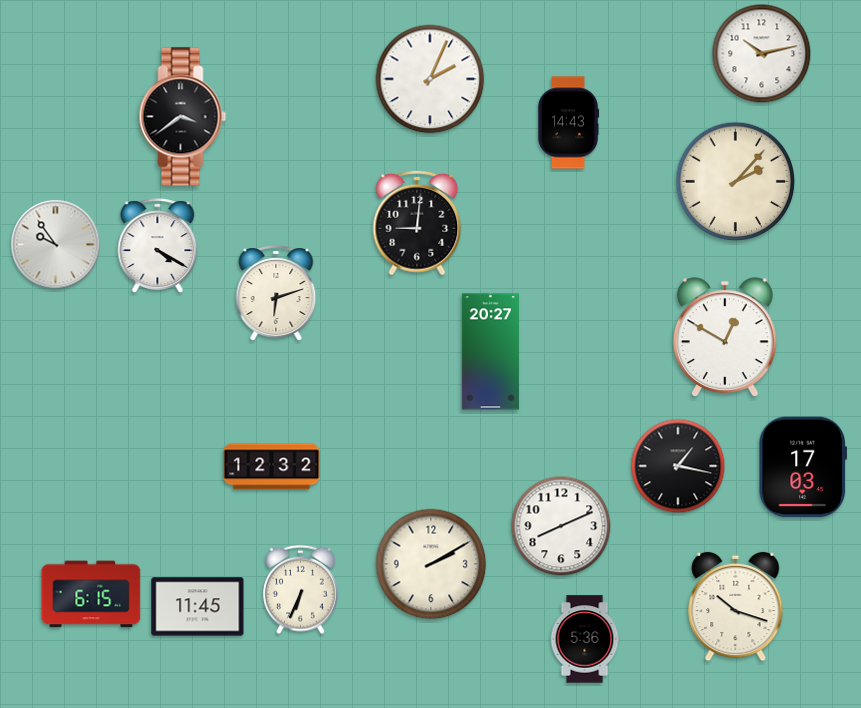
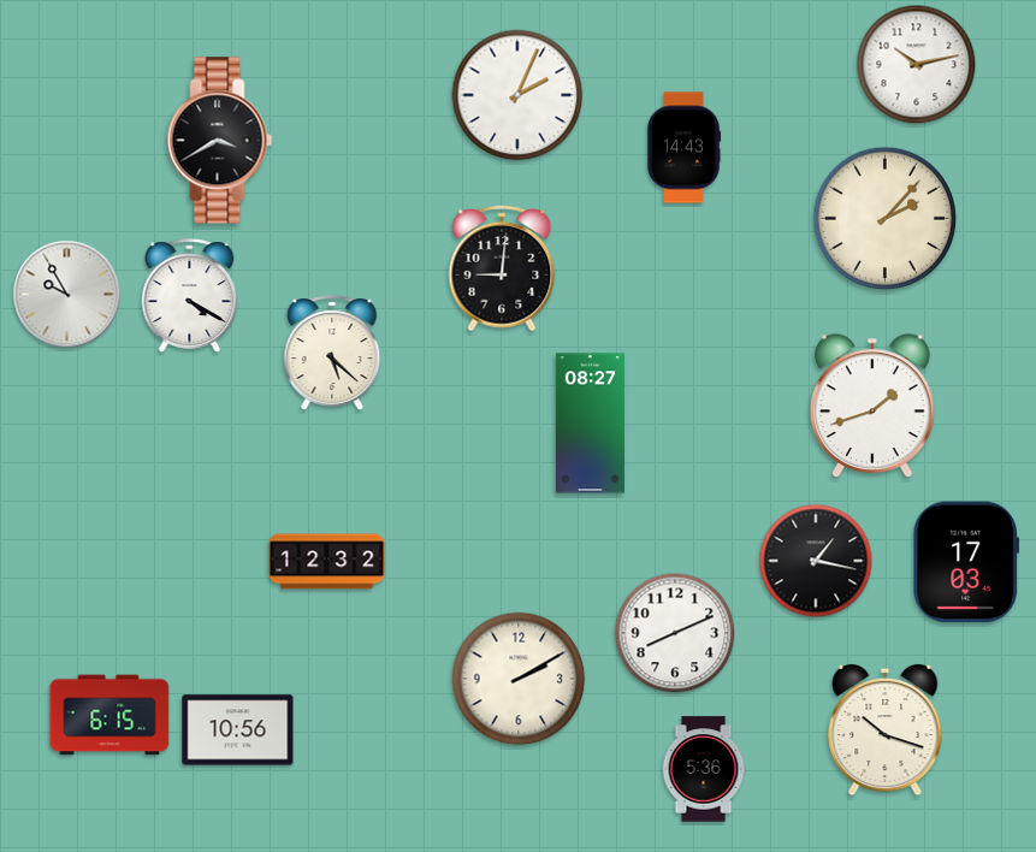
clock at (183, 117): 3:39 -> 3:40
clock at (56, 245): 9:54 -> 9:55
clock at (276, 293): 6:12 -> 5:22
clock at (725, 337): 12:50 -> 1:42
clock at (490, 352): 20:27 -> 08:27
clock at (301, 590): 6:34 -> none
clock at (198, 607): 11:45 -> 10:56
